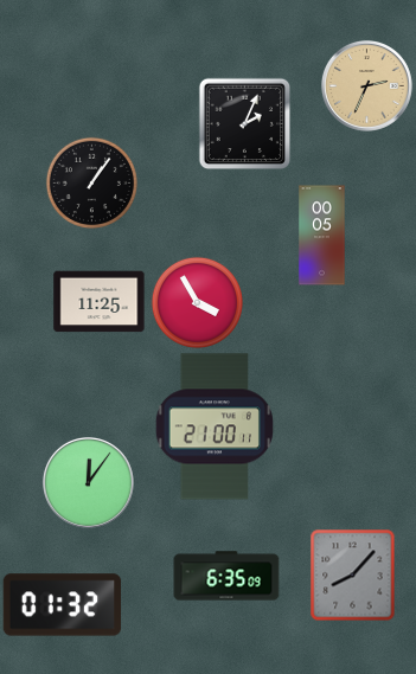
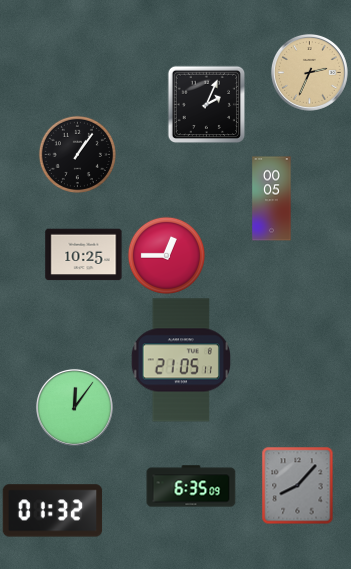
clock at (100, 302): 11:25 -> 10:25
clock at (197, 302): 3:55 -> 12:45
clock at (213, 426): 21:00 -> 21:05
